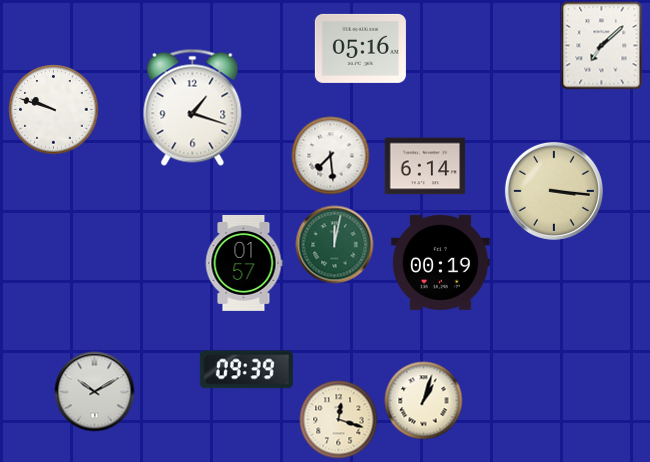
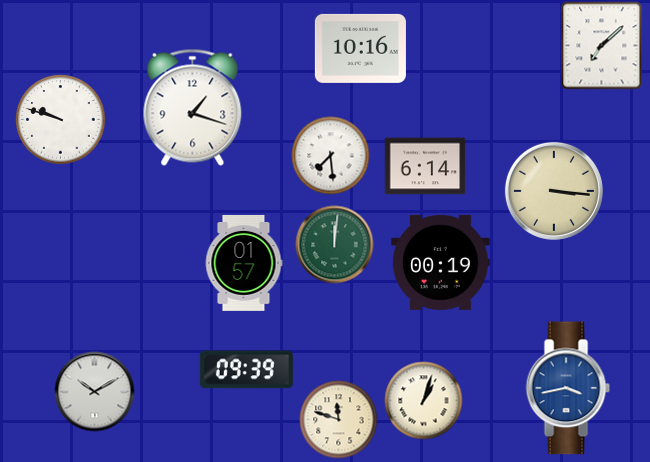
clock at (360, 48): 05:16 -> 10:16
clock at (53, 109) position: (53, 109) -> (60, 119)
clock at (334, 244): 12:02 -> 12:01
clock at (568, 388): none -> 3:43
clock at (338, 419): 12:18 -> 11:48
